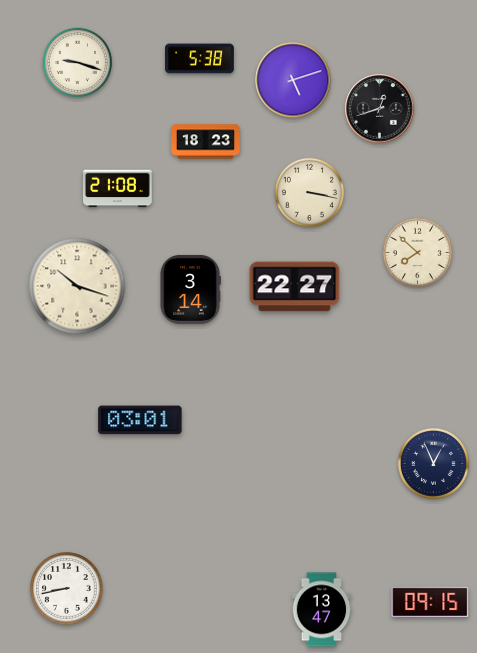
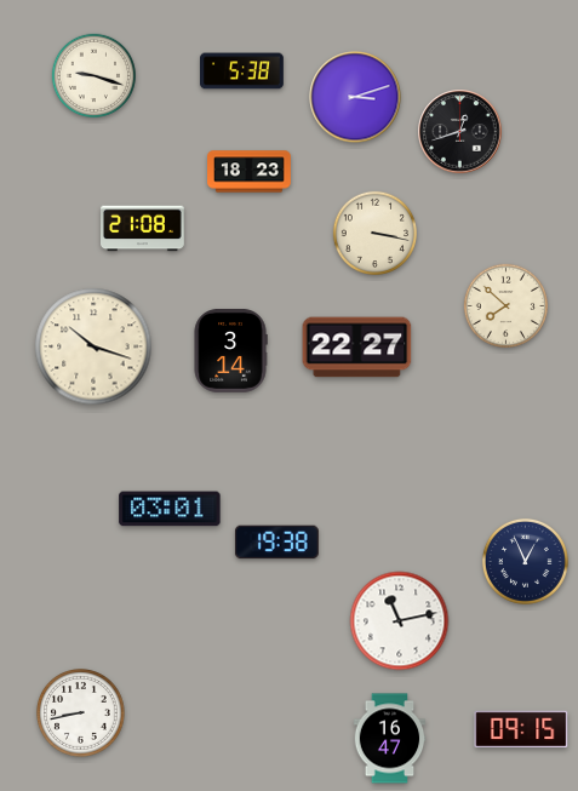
clock at (293, 80): 5:12 -> 3:12
clock at (276, 543): none -> 19:38
clock at (400, 621): none -> 11:13
clock at (322, 610): 13:47 -> 16:47
